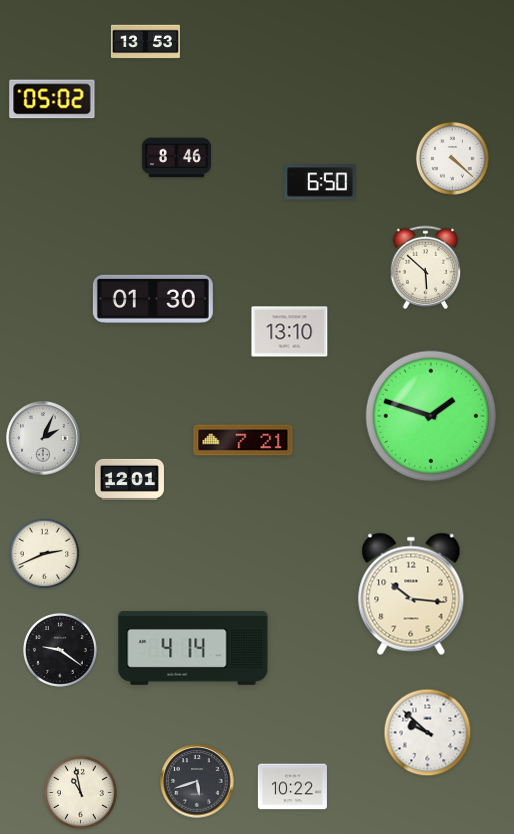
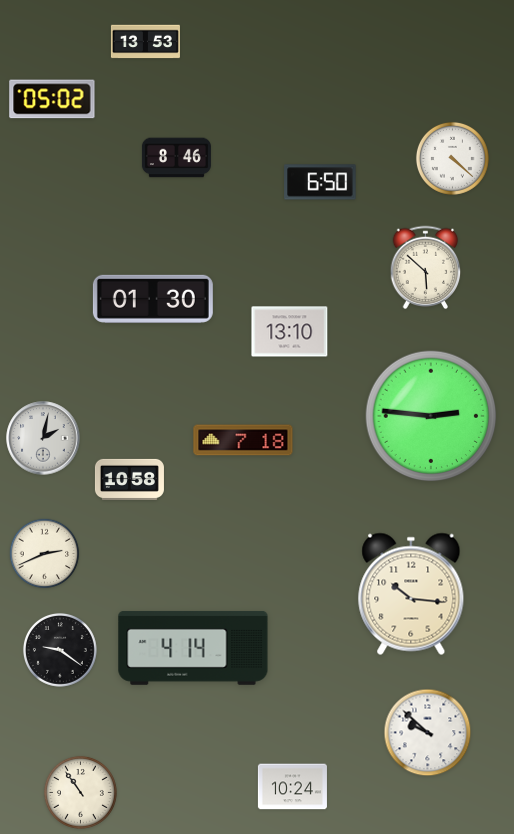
clock at (431, 416): 1:48 -> 2:46
clock at (43, 438): 2:04 -> 2:02
clock at (243, 440): 7:21 -> 7:18
clock at (129, 479): 12:01 -> 10:58
clock at (197, 781): 5:42 -> none
clock at (292, 787): 10:22 -> 10:24
clock at (80, 792): 10:58 -> 10:54
